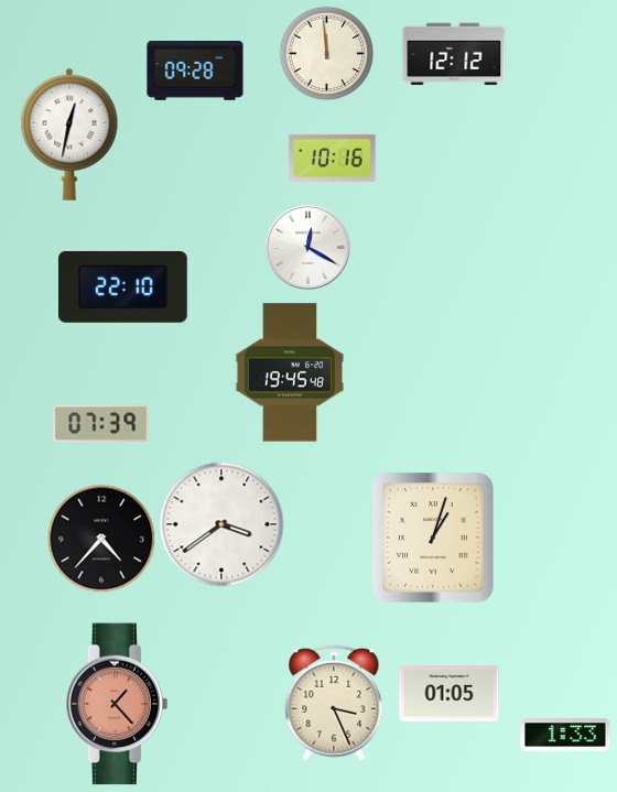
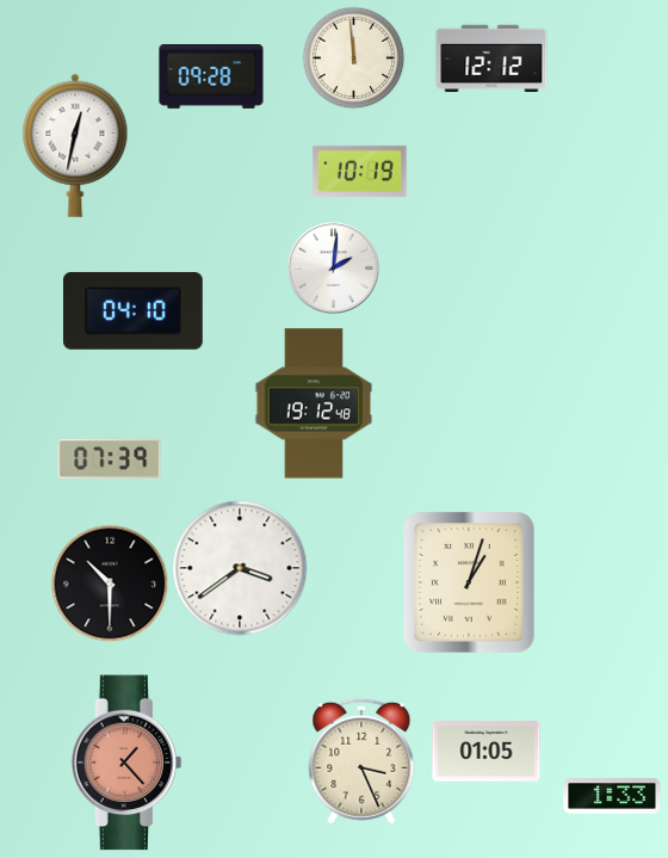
clock at (333, 158): 10:16 -> 10:19
clock at (307, 247): 12:20 -> 2:01
clock at (122, 286): 22:10 -> 04:10
clock at (290, 372): 19:45 -> 19:12
clock at (101, 539): 4:37 -> 10:30
